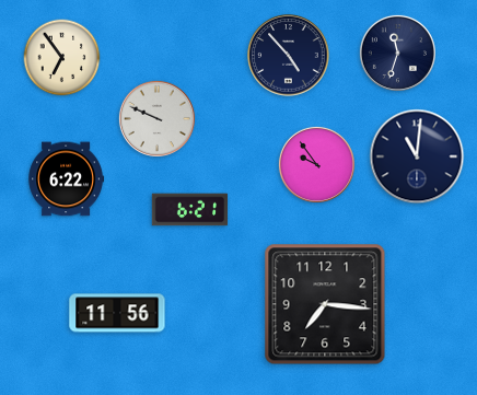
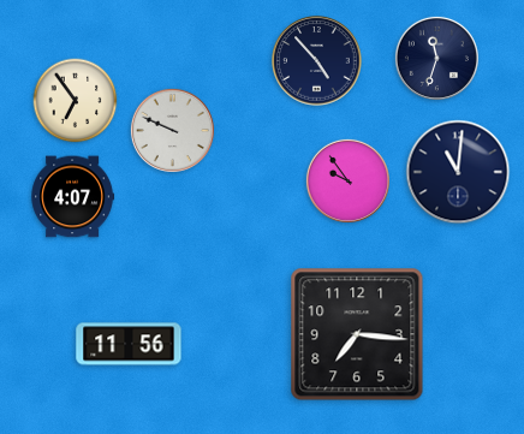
clock at (62, 58) position: (62, 58) -> (76, 101)
clock at (67, 179): 6:22 -> 4:07
clock at (189, 210): 6:21 -> none
